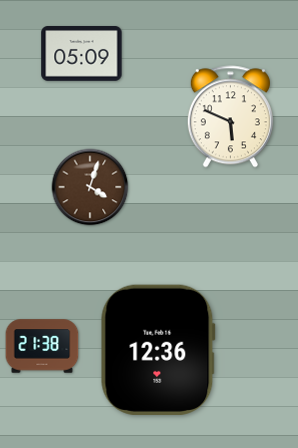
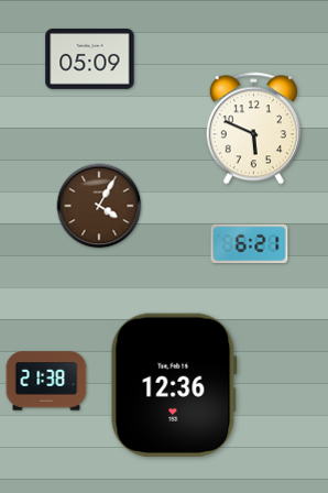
clock at (90, 187): 4:03 -> 4:05
clock at (250, 244): none -> 6:21
